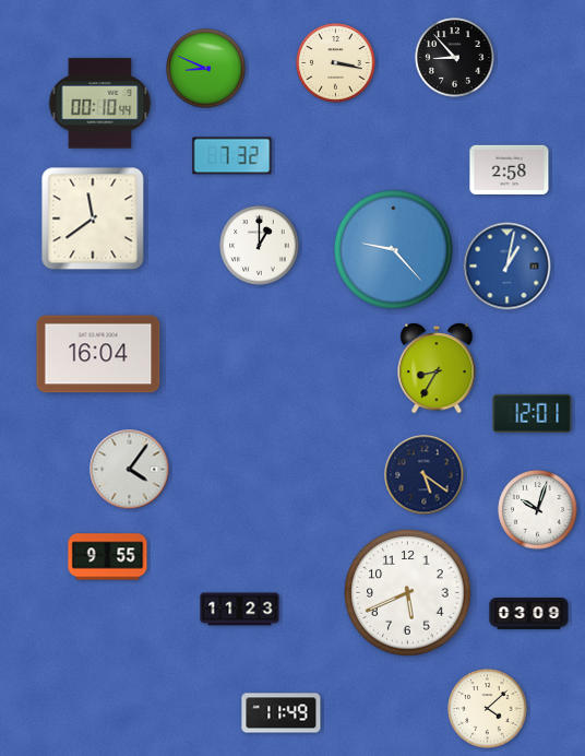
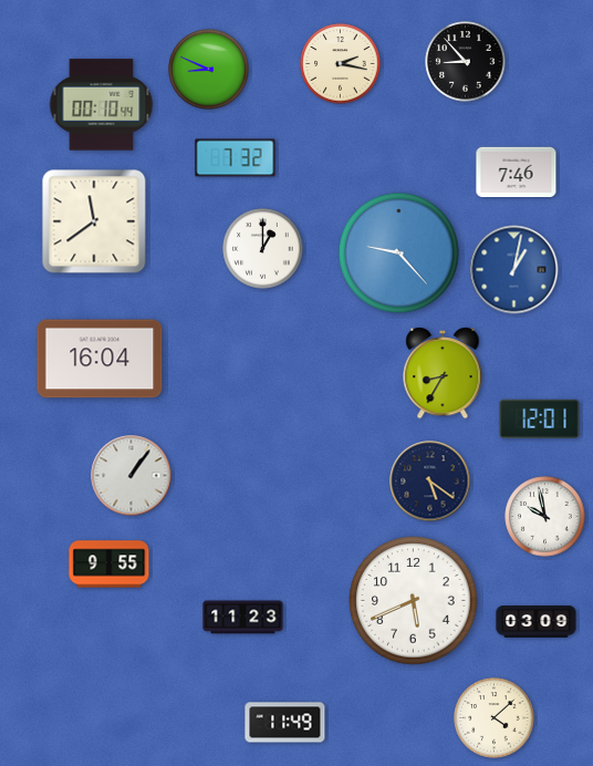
clock at (455, 58) position: (455, 58) -> (466, 62)
clock at (336, 63): 3:17 -> 2:17
clock at (510, 169): 2:58 -> 7:46
clock at (130, 470): 4:06 -> 1:06
clock at (538, 510): 10:03 -> 9:58
